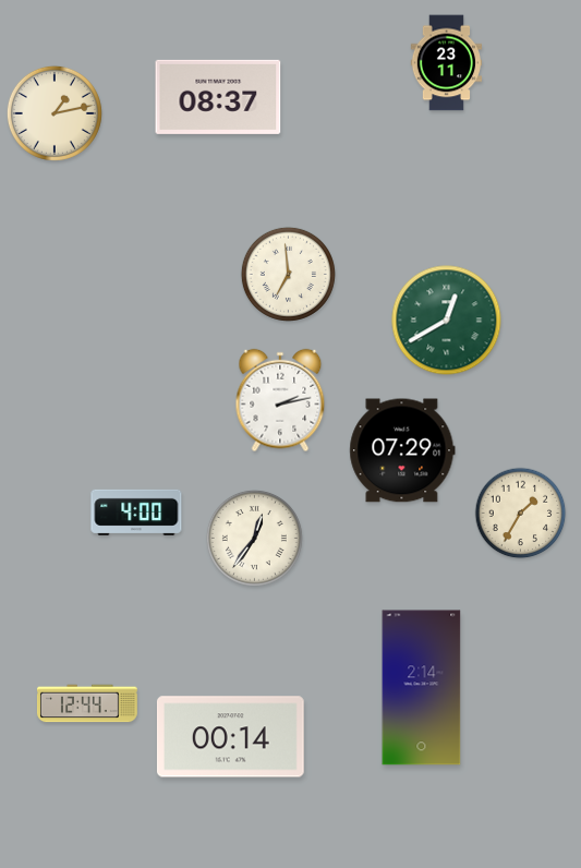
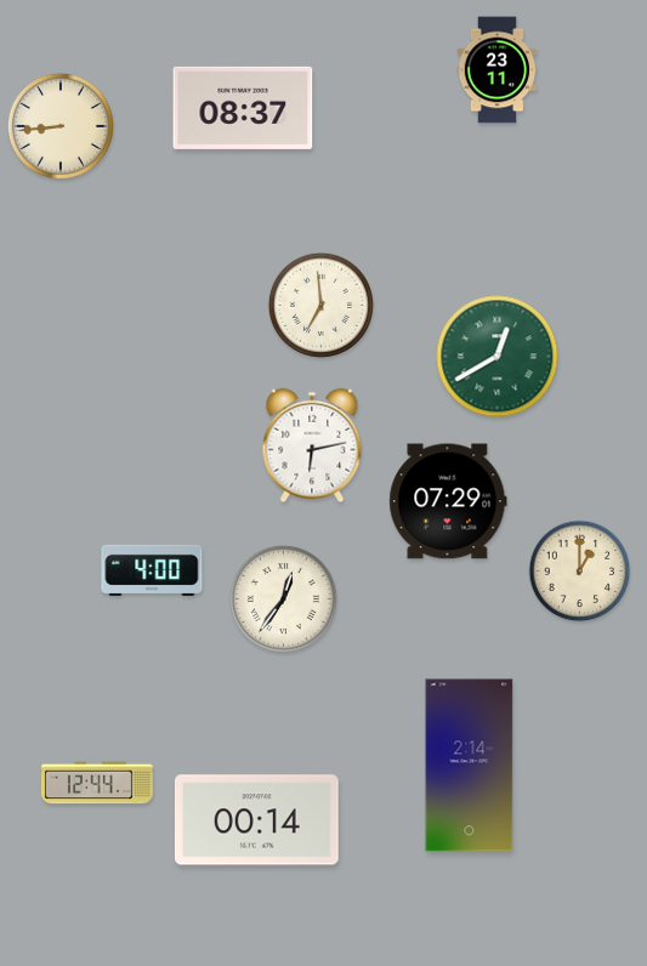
clock at (55, 113): 1:13 -> 8:44
clock at (280, 400): 2:13 -> 6:13
clock at (521, 514): 1:35 -> 1:00
